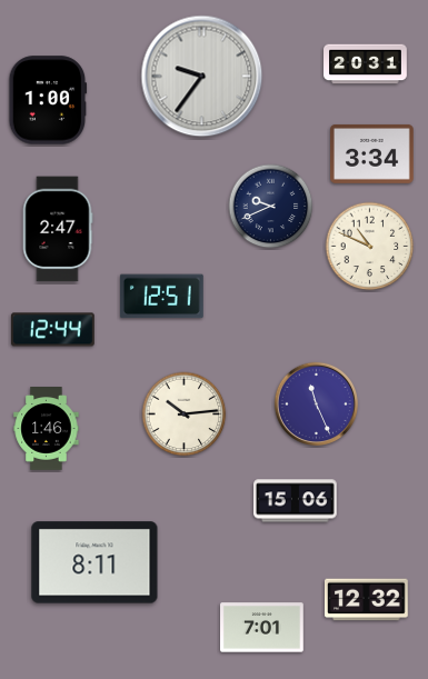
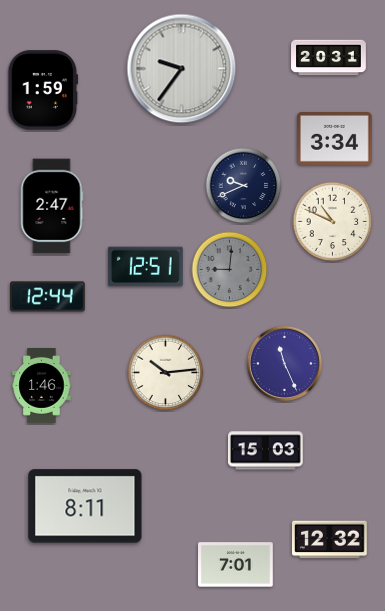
clock at (48, 100): 1:00 -> 1:59
clock at (230, 270): none -> 9:01
clock at (296, 501): 15:06 -> 15:03
